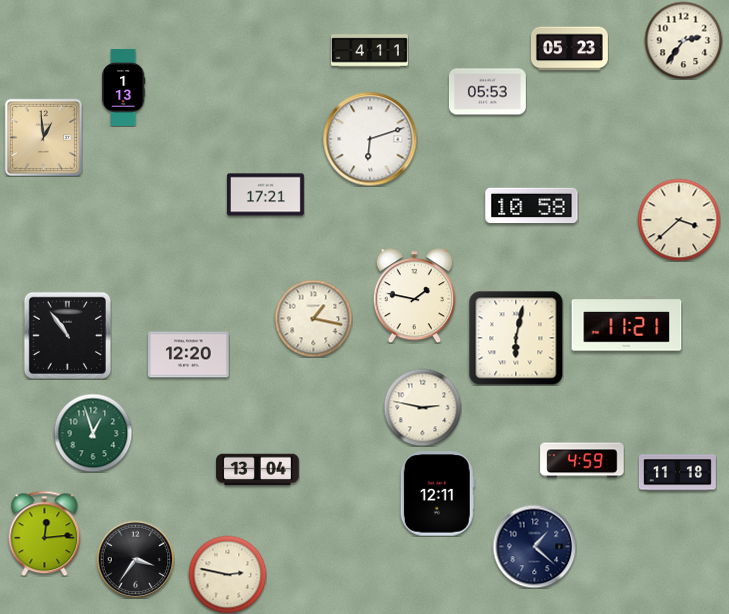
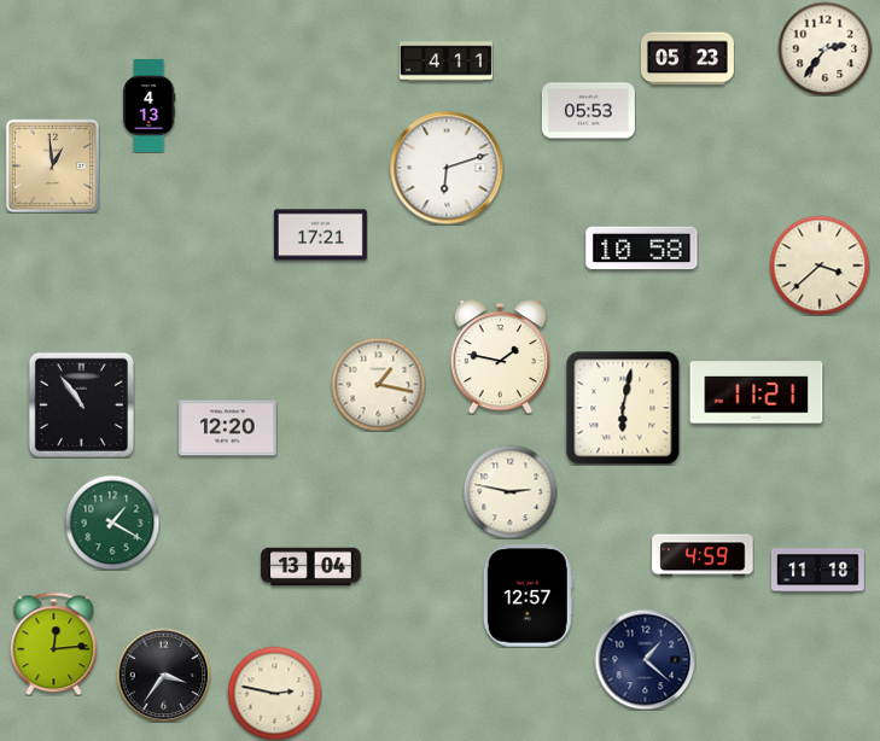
clock at (124, 87): 1:13 -> 4:13
clock at (93, 433): 12:57 -> 1:20
clock at (437, 494): 12:11 -> 12:57
